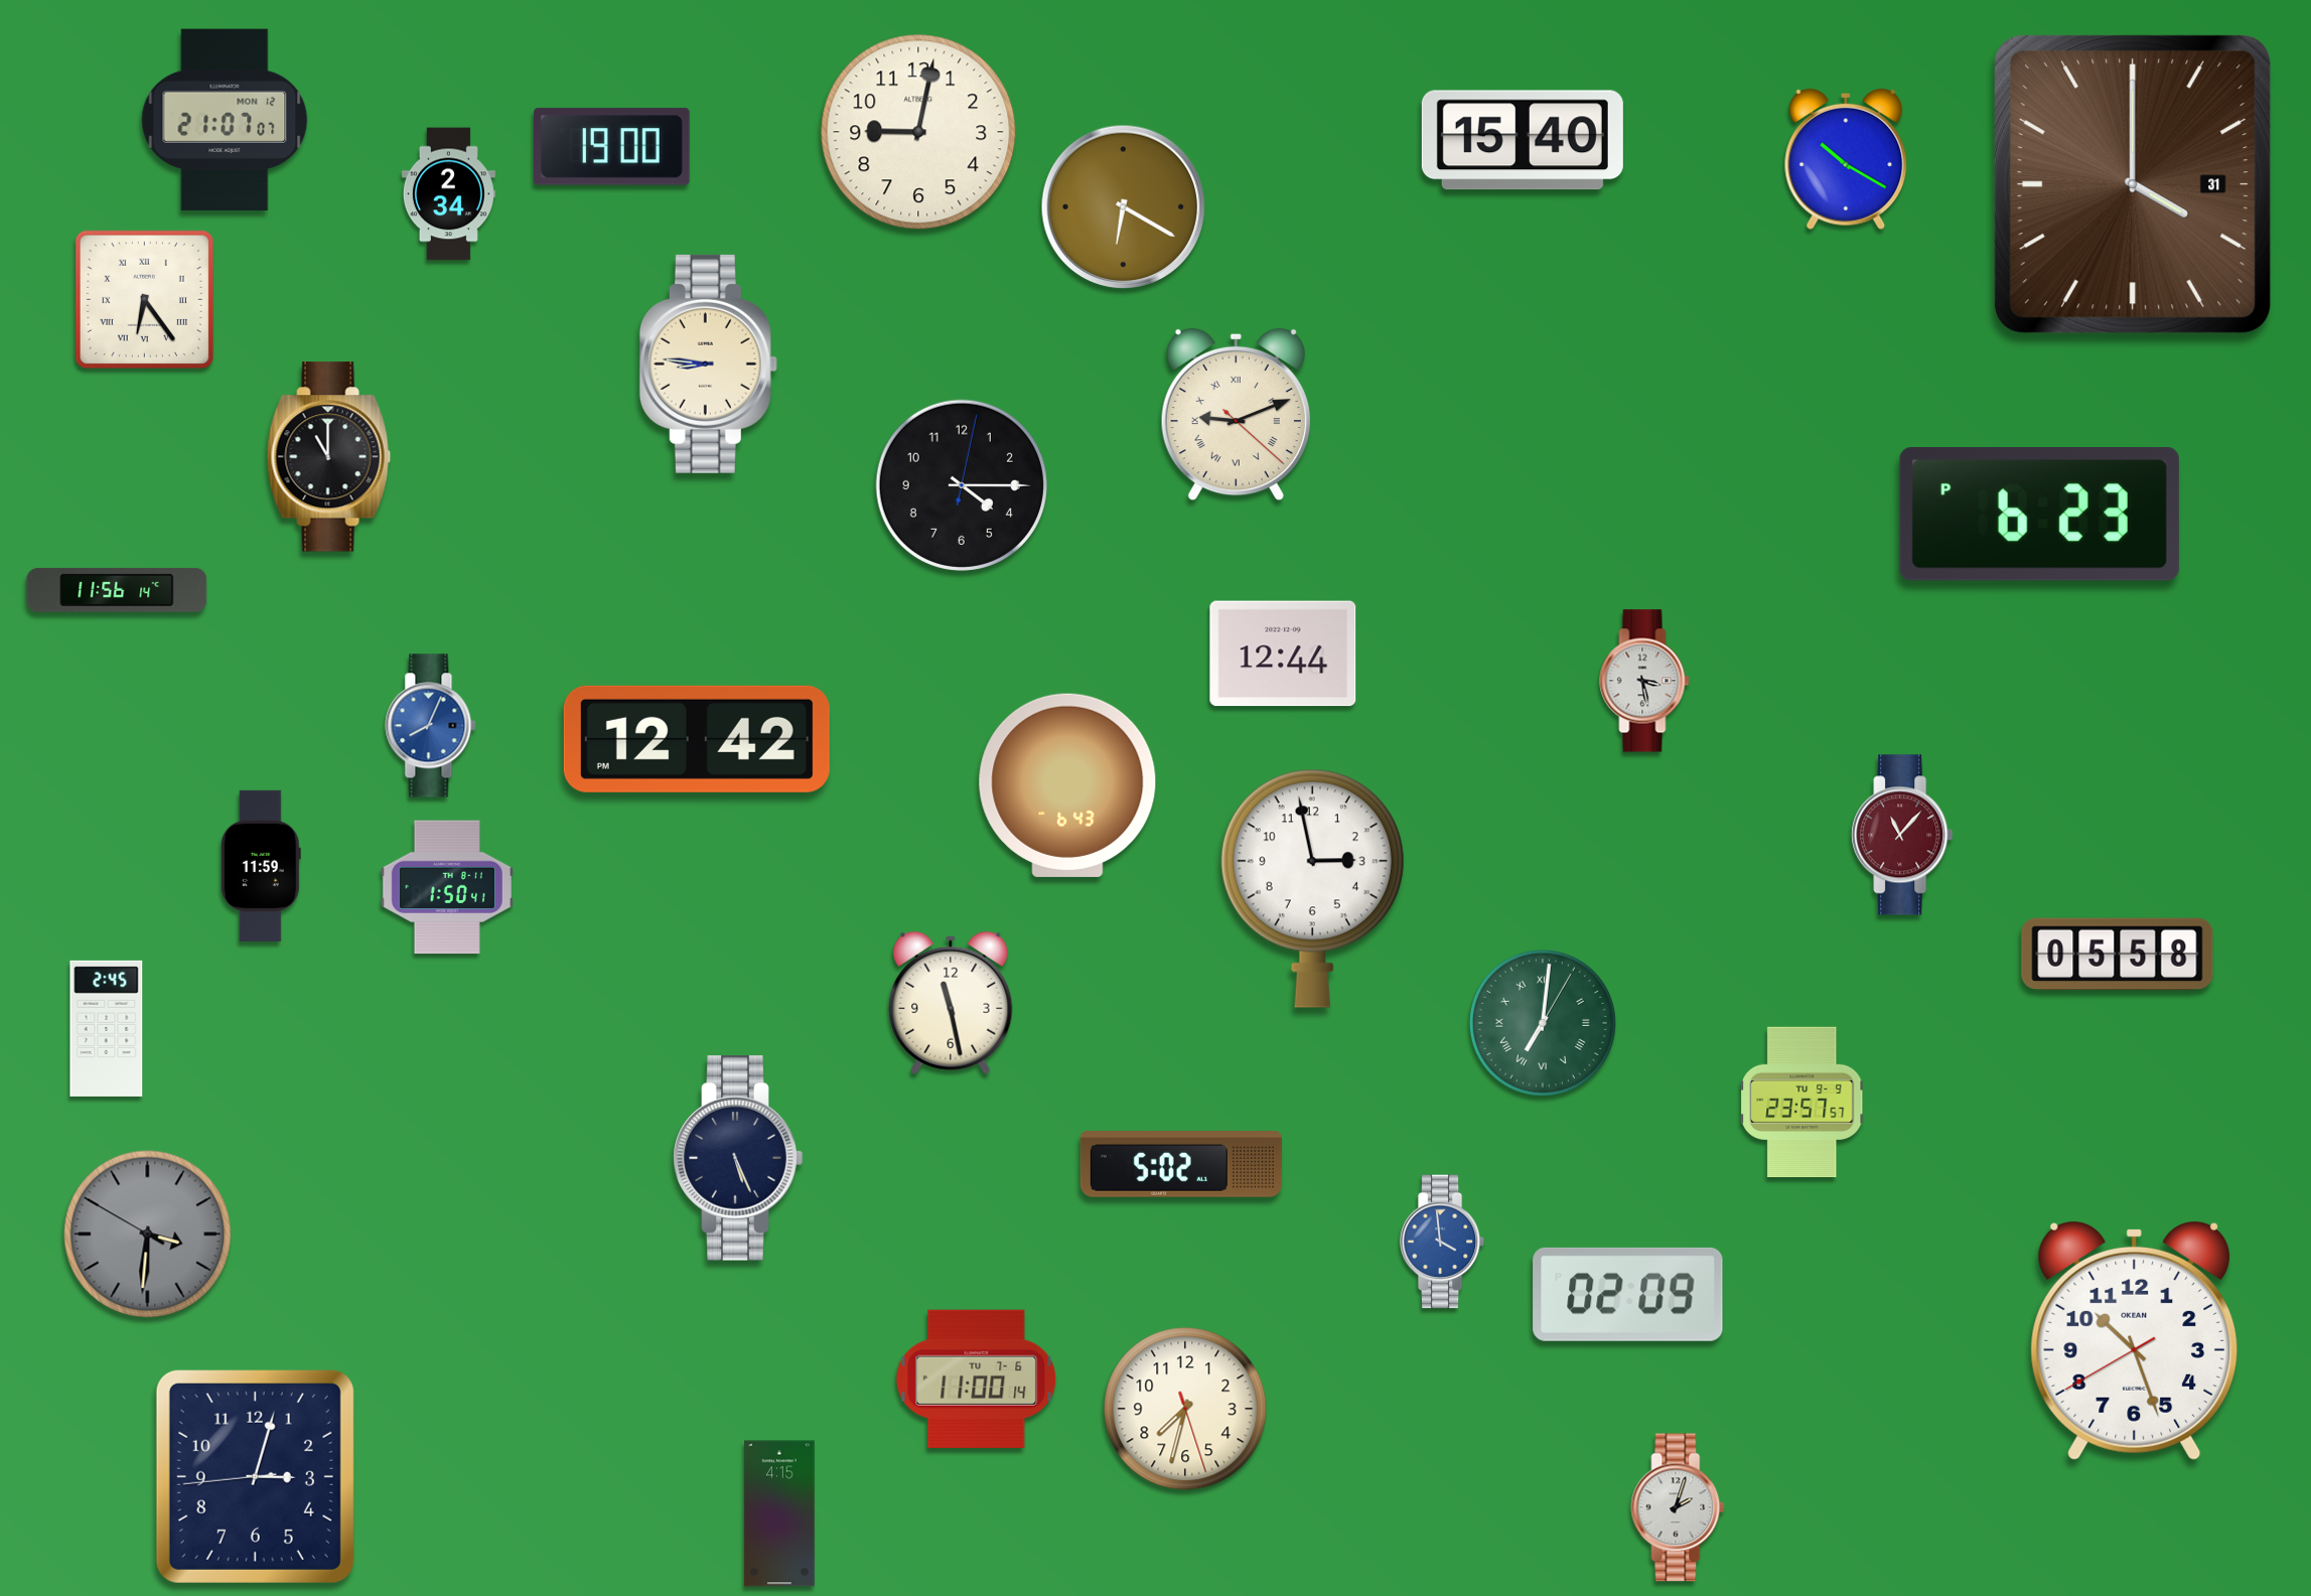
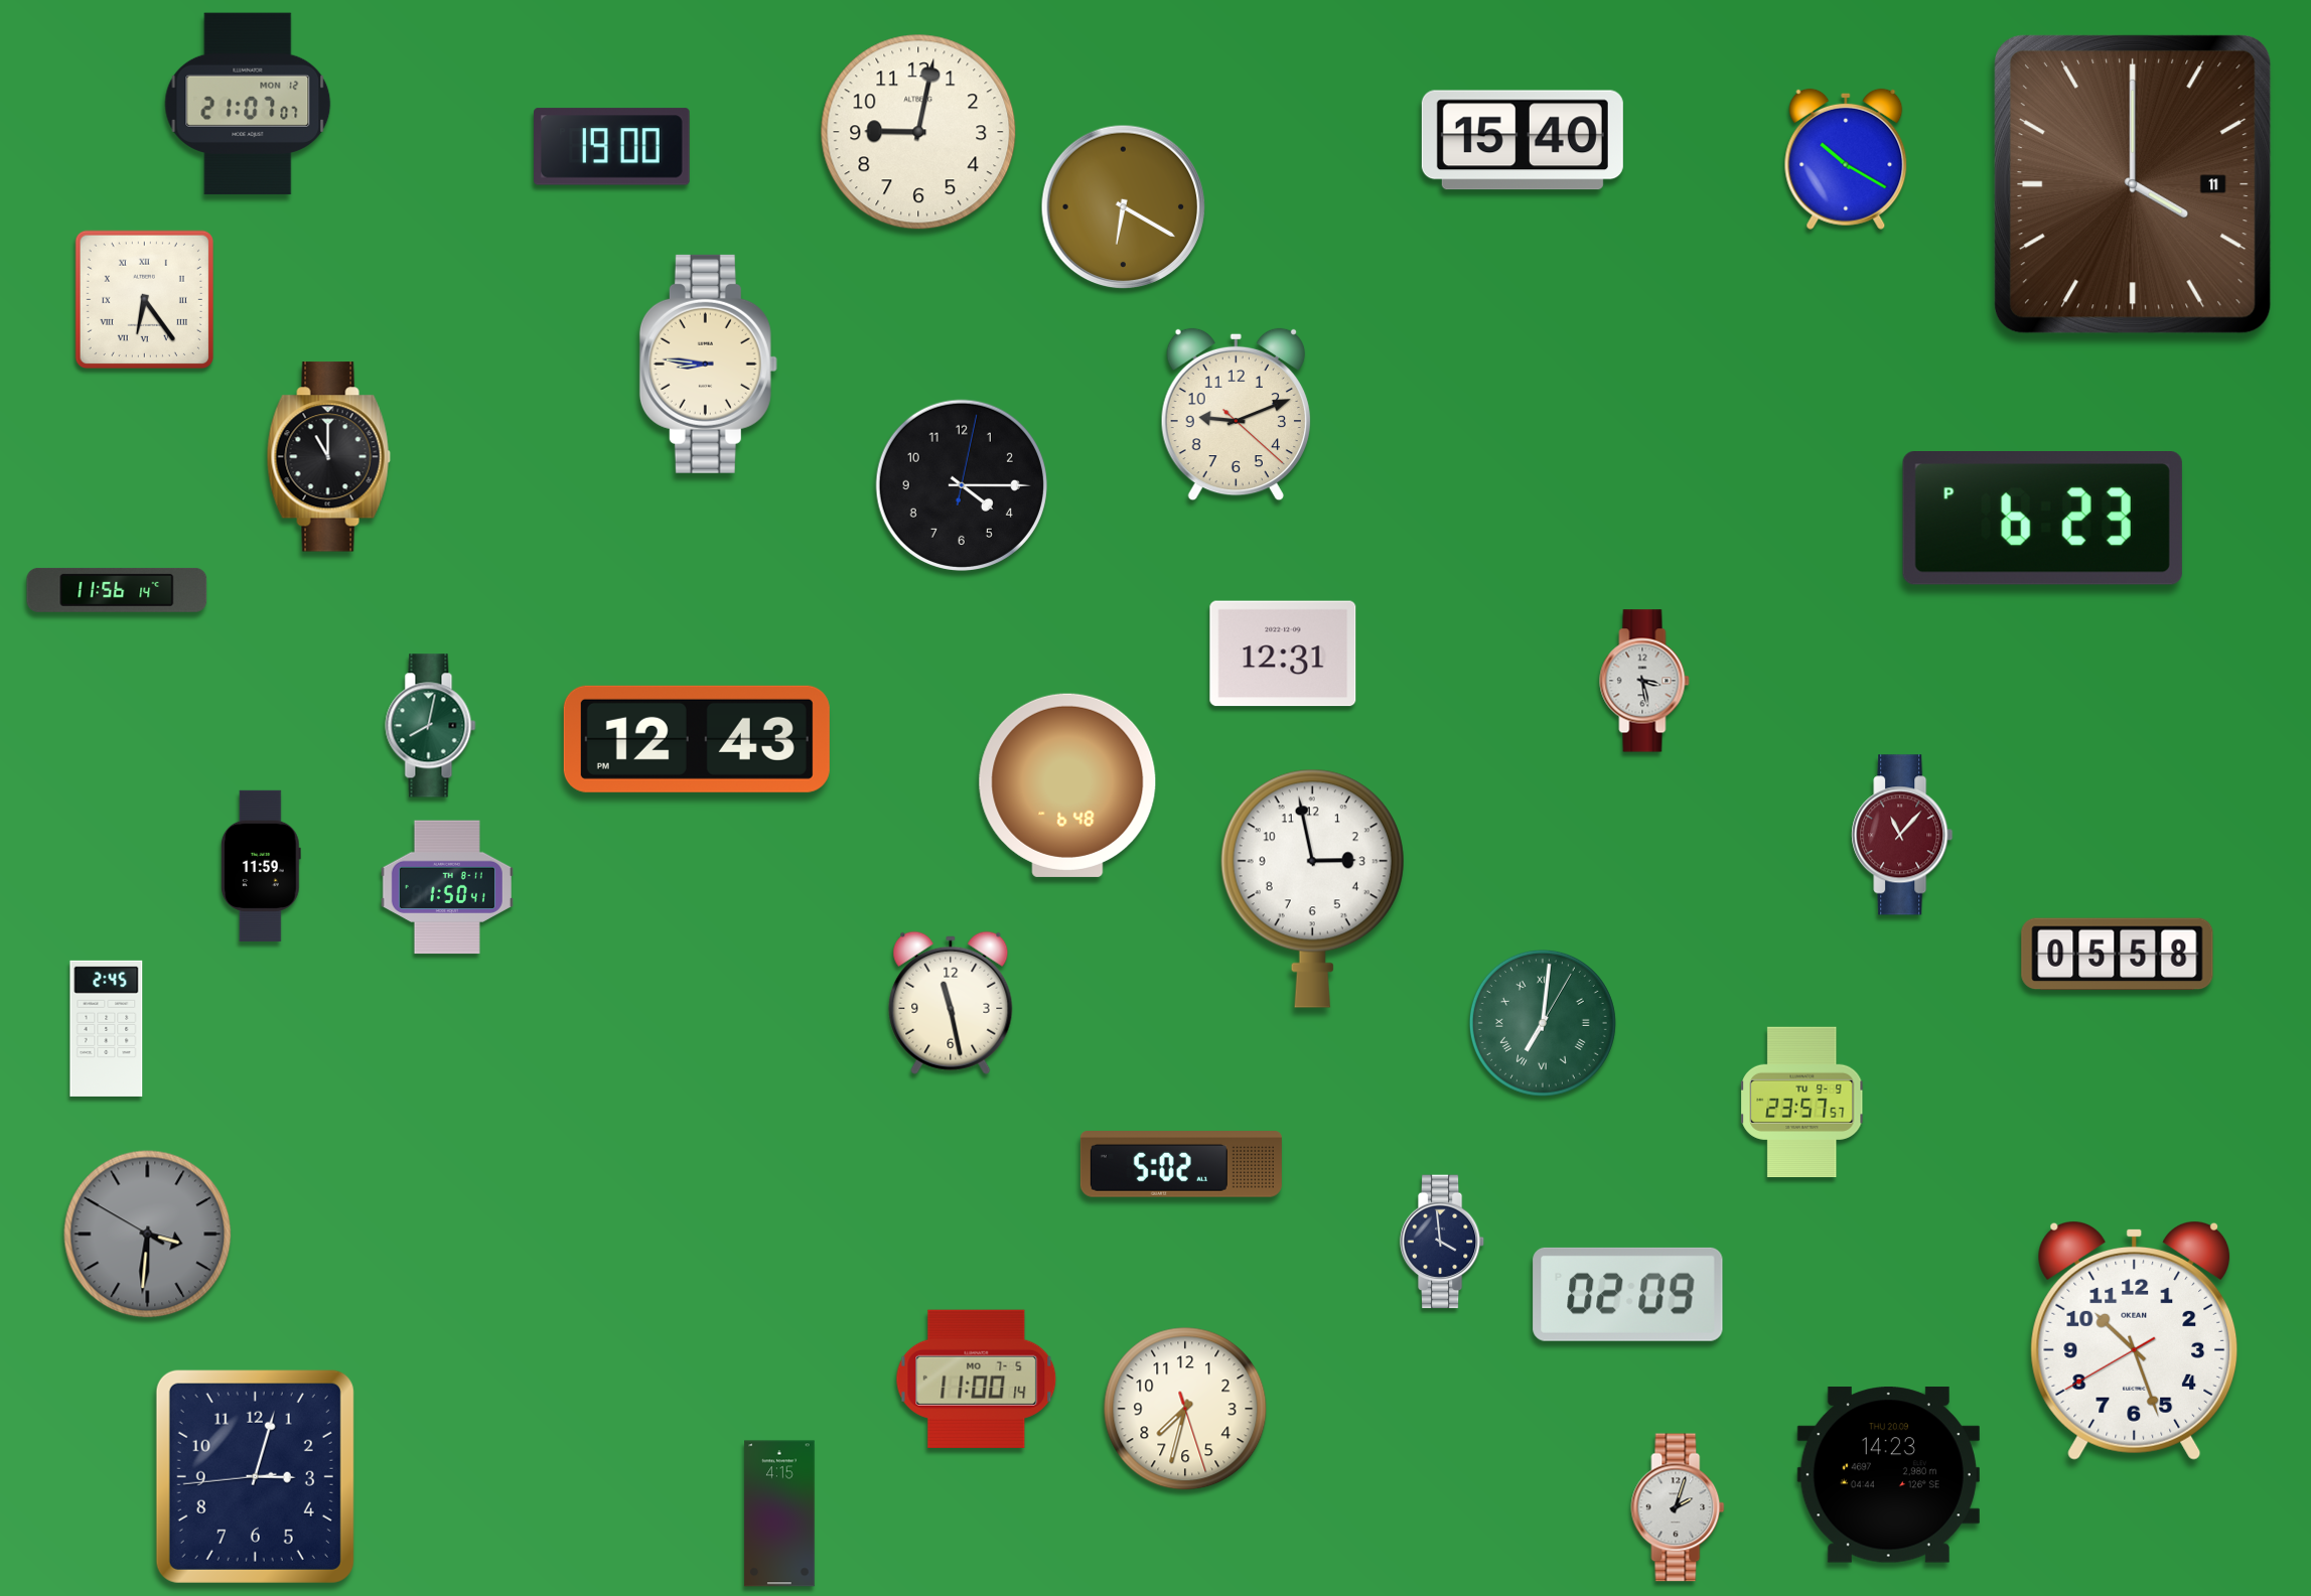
clock at (225, 120) position: (225, 120) -> (248, 104)
clock at (2133, 184) date: 31 -> 11
clock at (448, 194): 2:34 -> none
clock at (1236, 415) numerals: Roman -> Arabic
clock at (2039, 515) position: (2039, 515) -> (2042, 519)
clock at (1283, 654): 12:44 -> 12:31
clock at (431, 726): 8:04 -> 8:02
clock at (431, 726) dial: blue -> green
clock at (697, 739): 12:42 -> 12:43
clock at (1067, 785): 6:43 -> 6:48
clock at (738, 1158): 5:26 -> none
clock at (1442, 1242) dial: blue -> navy
clock at (977, 1379) date: TU 7-6 -> MO 7-5
clock at (1888, 1475): none -> 14:23
